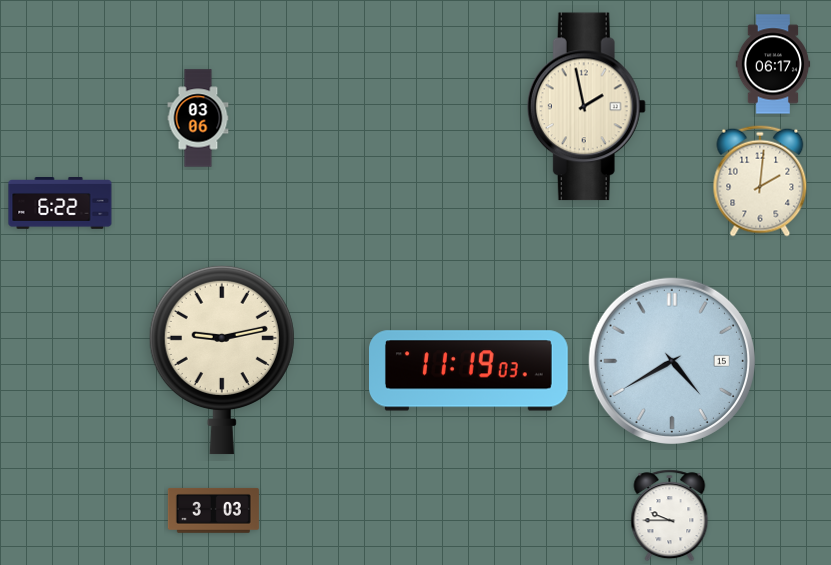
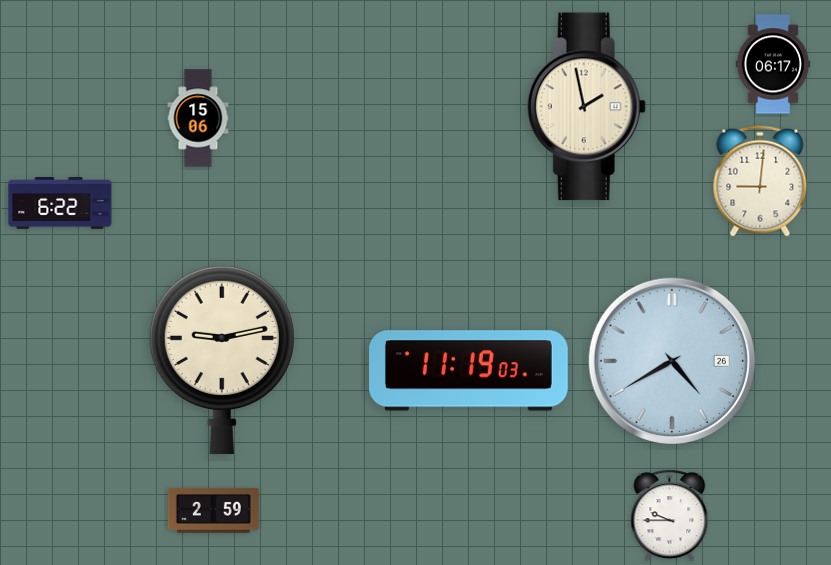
clock at (198, 118): 03:06 -> 15:06
clock at (760, 181): 2:01 -> 9:01
clock at (672, 361) date: 15 -> 26
clock at (213, 510): 3:03 -> 2:59
